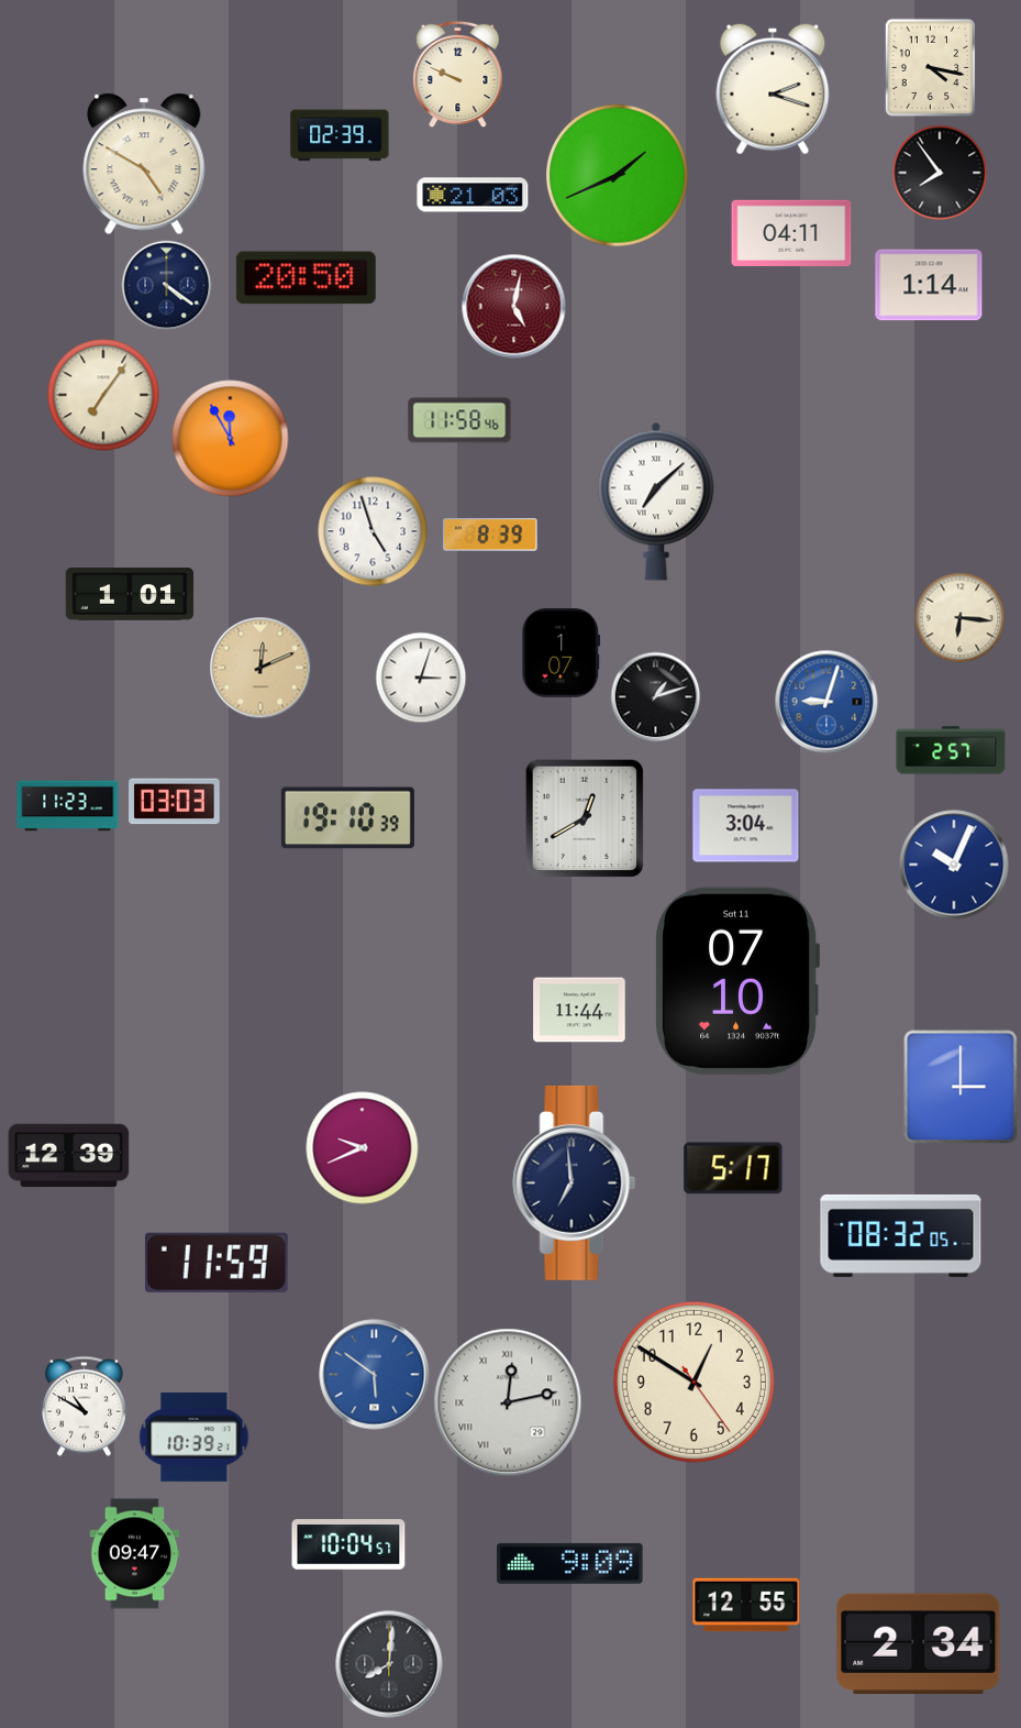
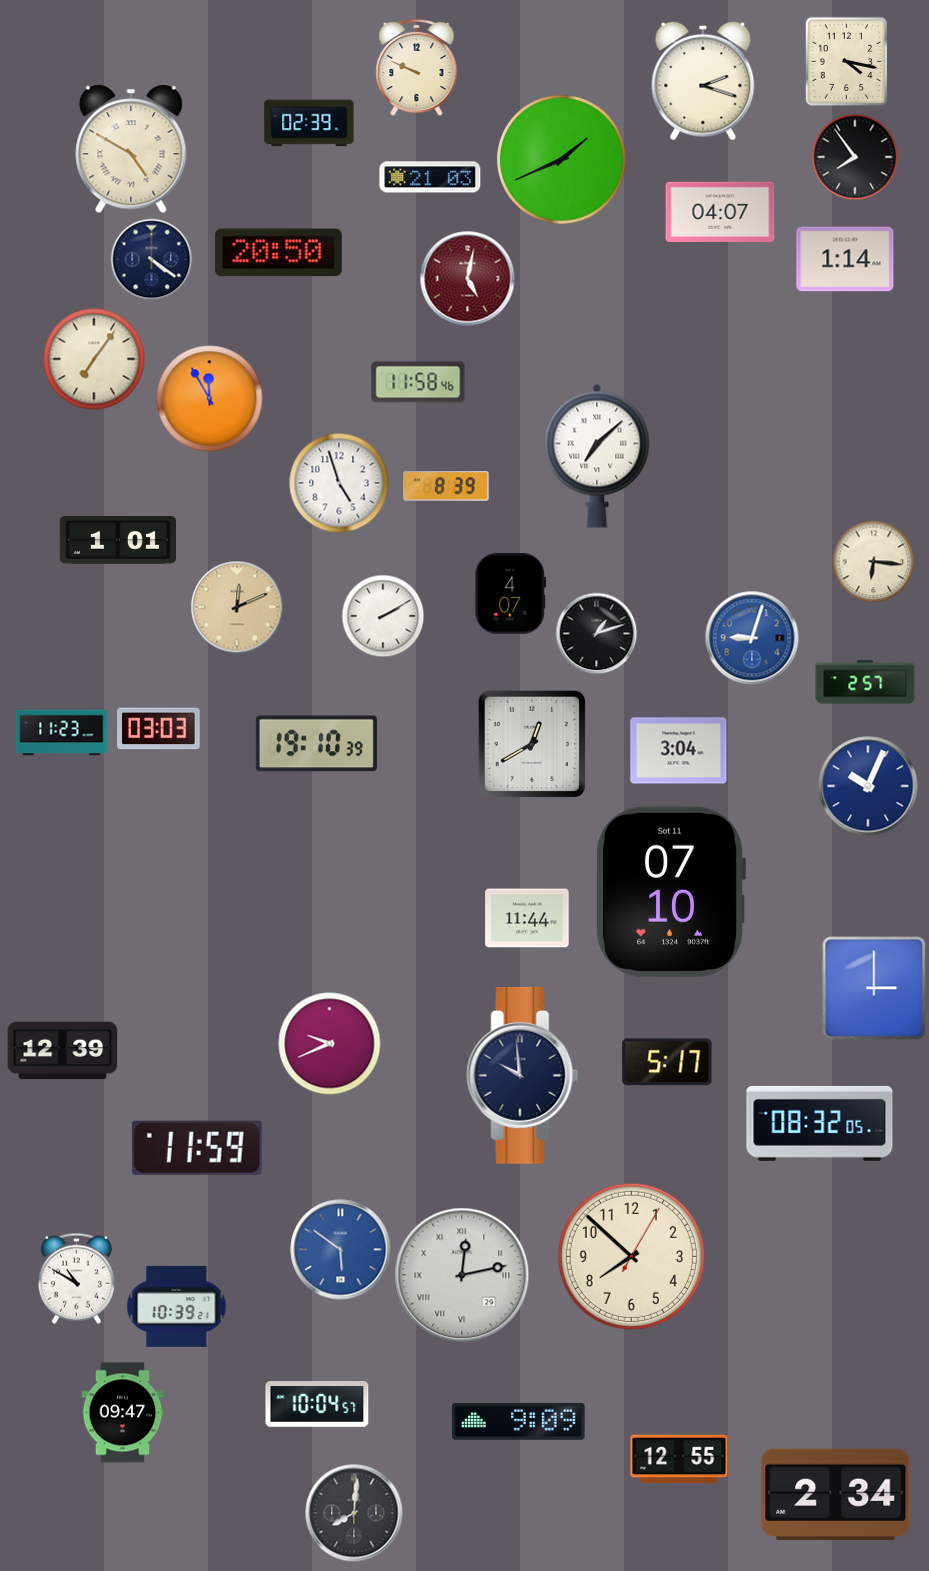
clock at (791, 233): 04:11 -> 04:07
clock at (562, 653): 1:07 -> 4:07
clock at (421, 678): 3:03 -> 2:10
clock at (575, 1182): 6:59 -> 9:59
clock at (693, 1382): 12:50 -> 7:52
